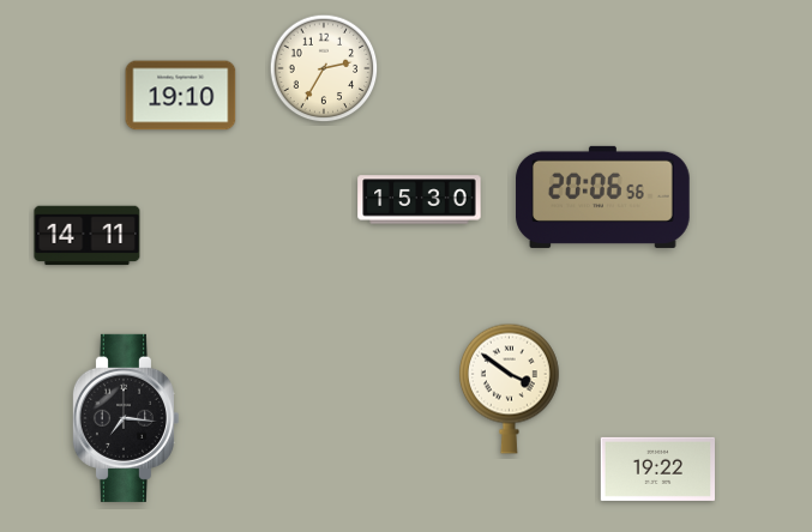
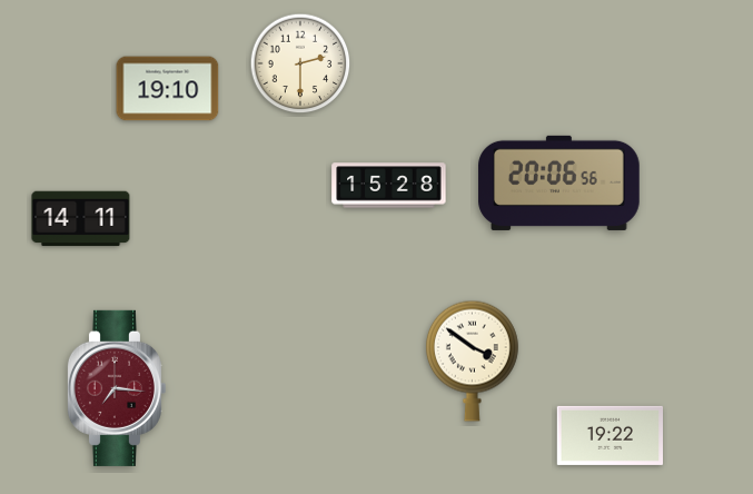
clock at (324, 68): 2:35 -> 2:30
clock at (420, 200): 15:30 -> 15:28
clock at (125, 418) dial: black -> burgundy
